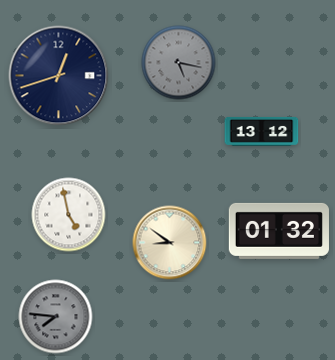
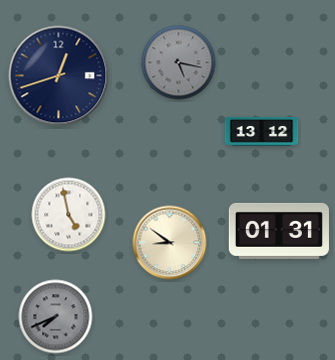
clock at (279, 231): 01:32 -> 01:31
clock at (56, 317): 7:46 -> 7:41
